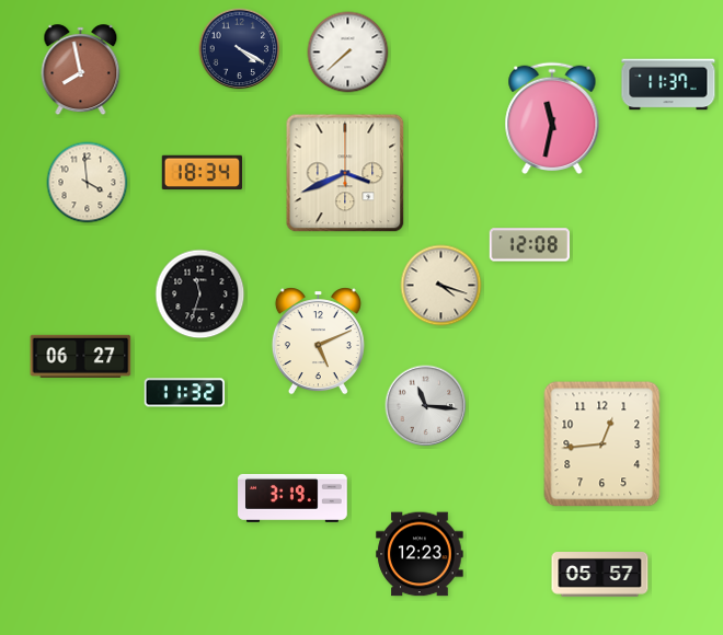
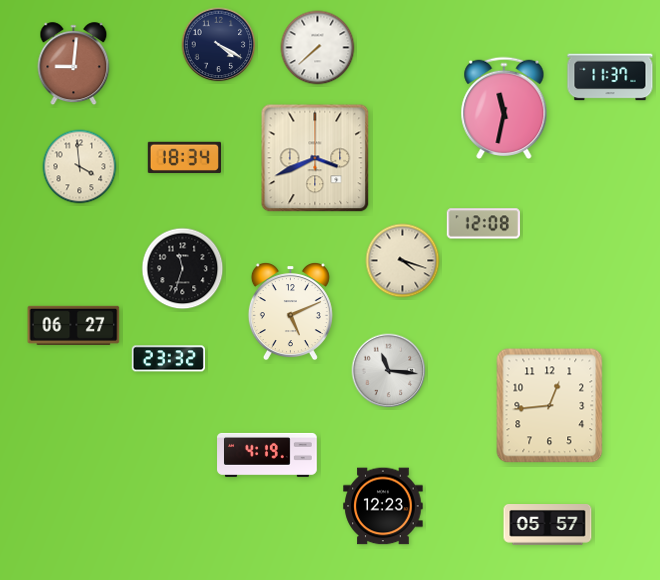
clock at (81, 70): 7:58 -> 9:01
clock at (184, 393): 11:32 -> 23:32
clock at (292, 498): 3:19 -> 4:19
